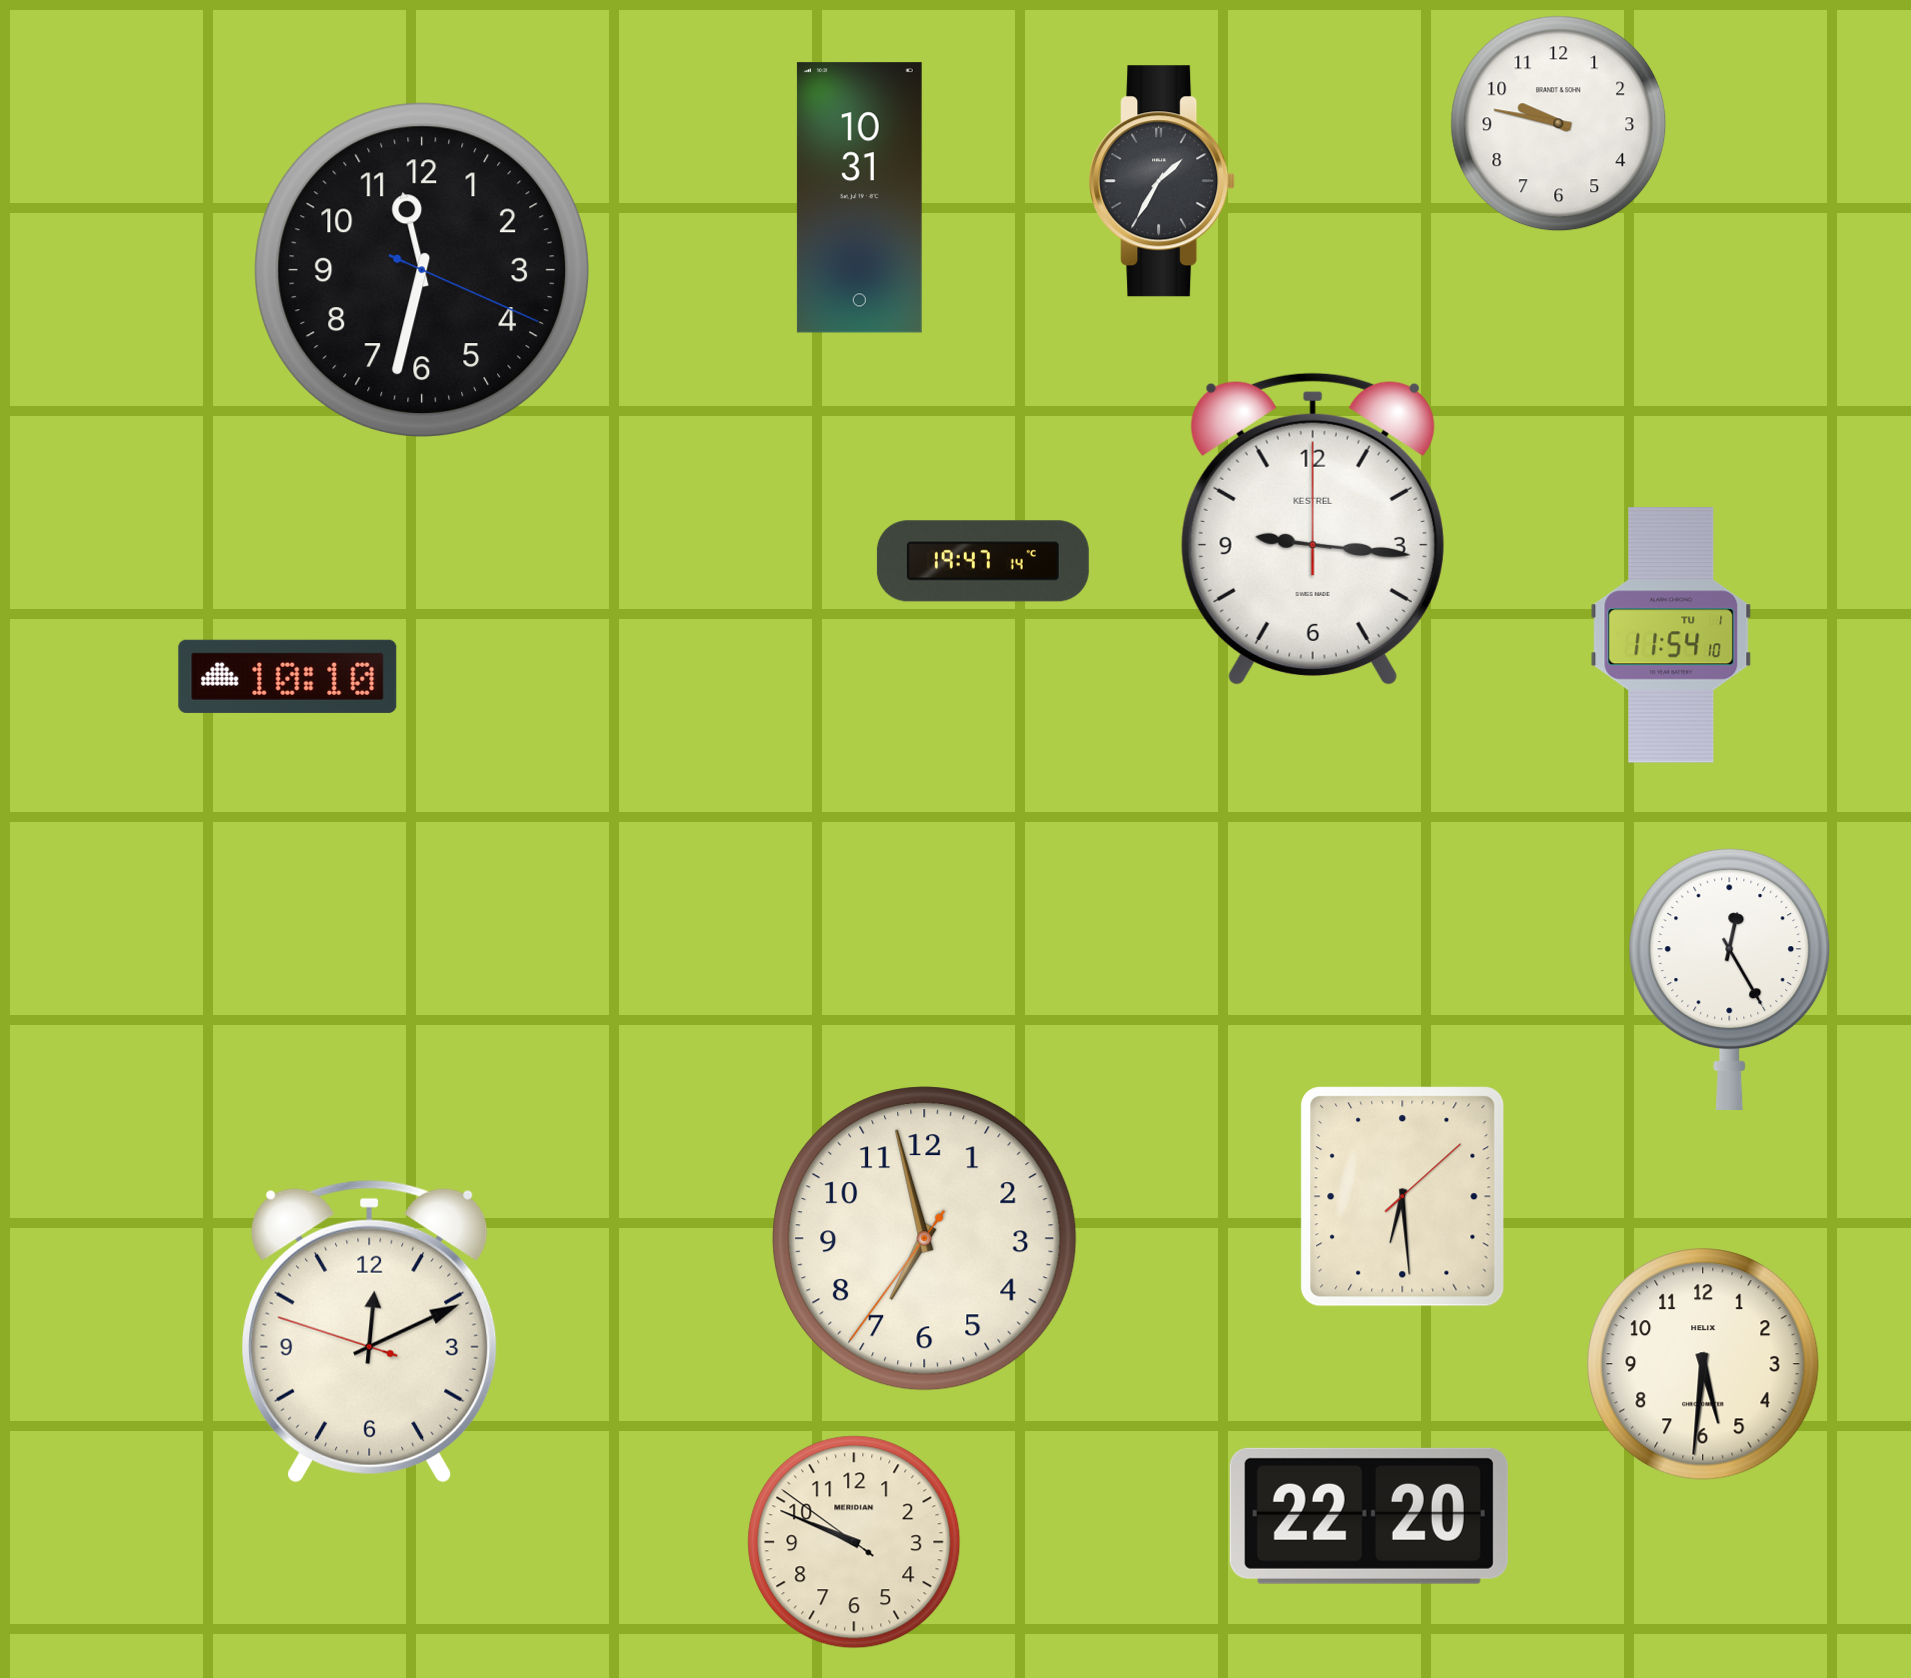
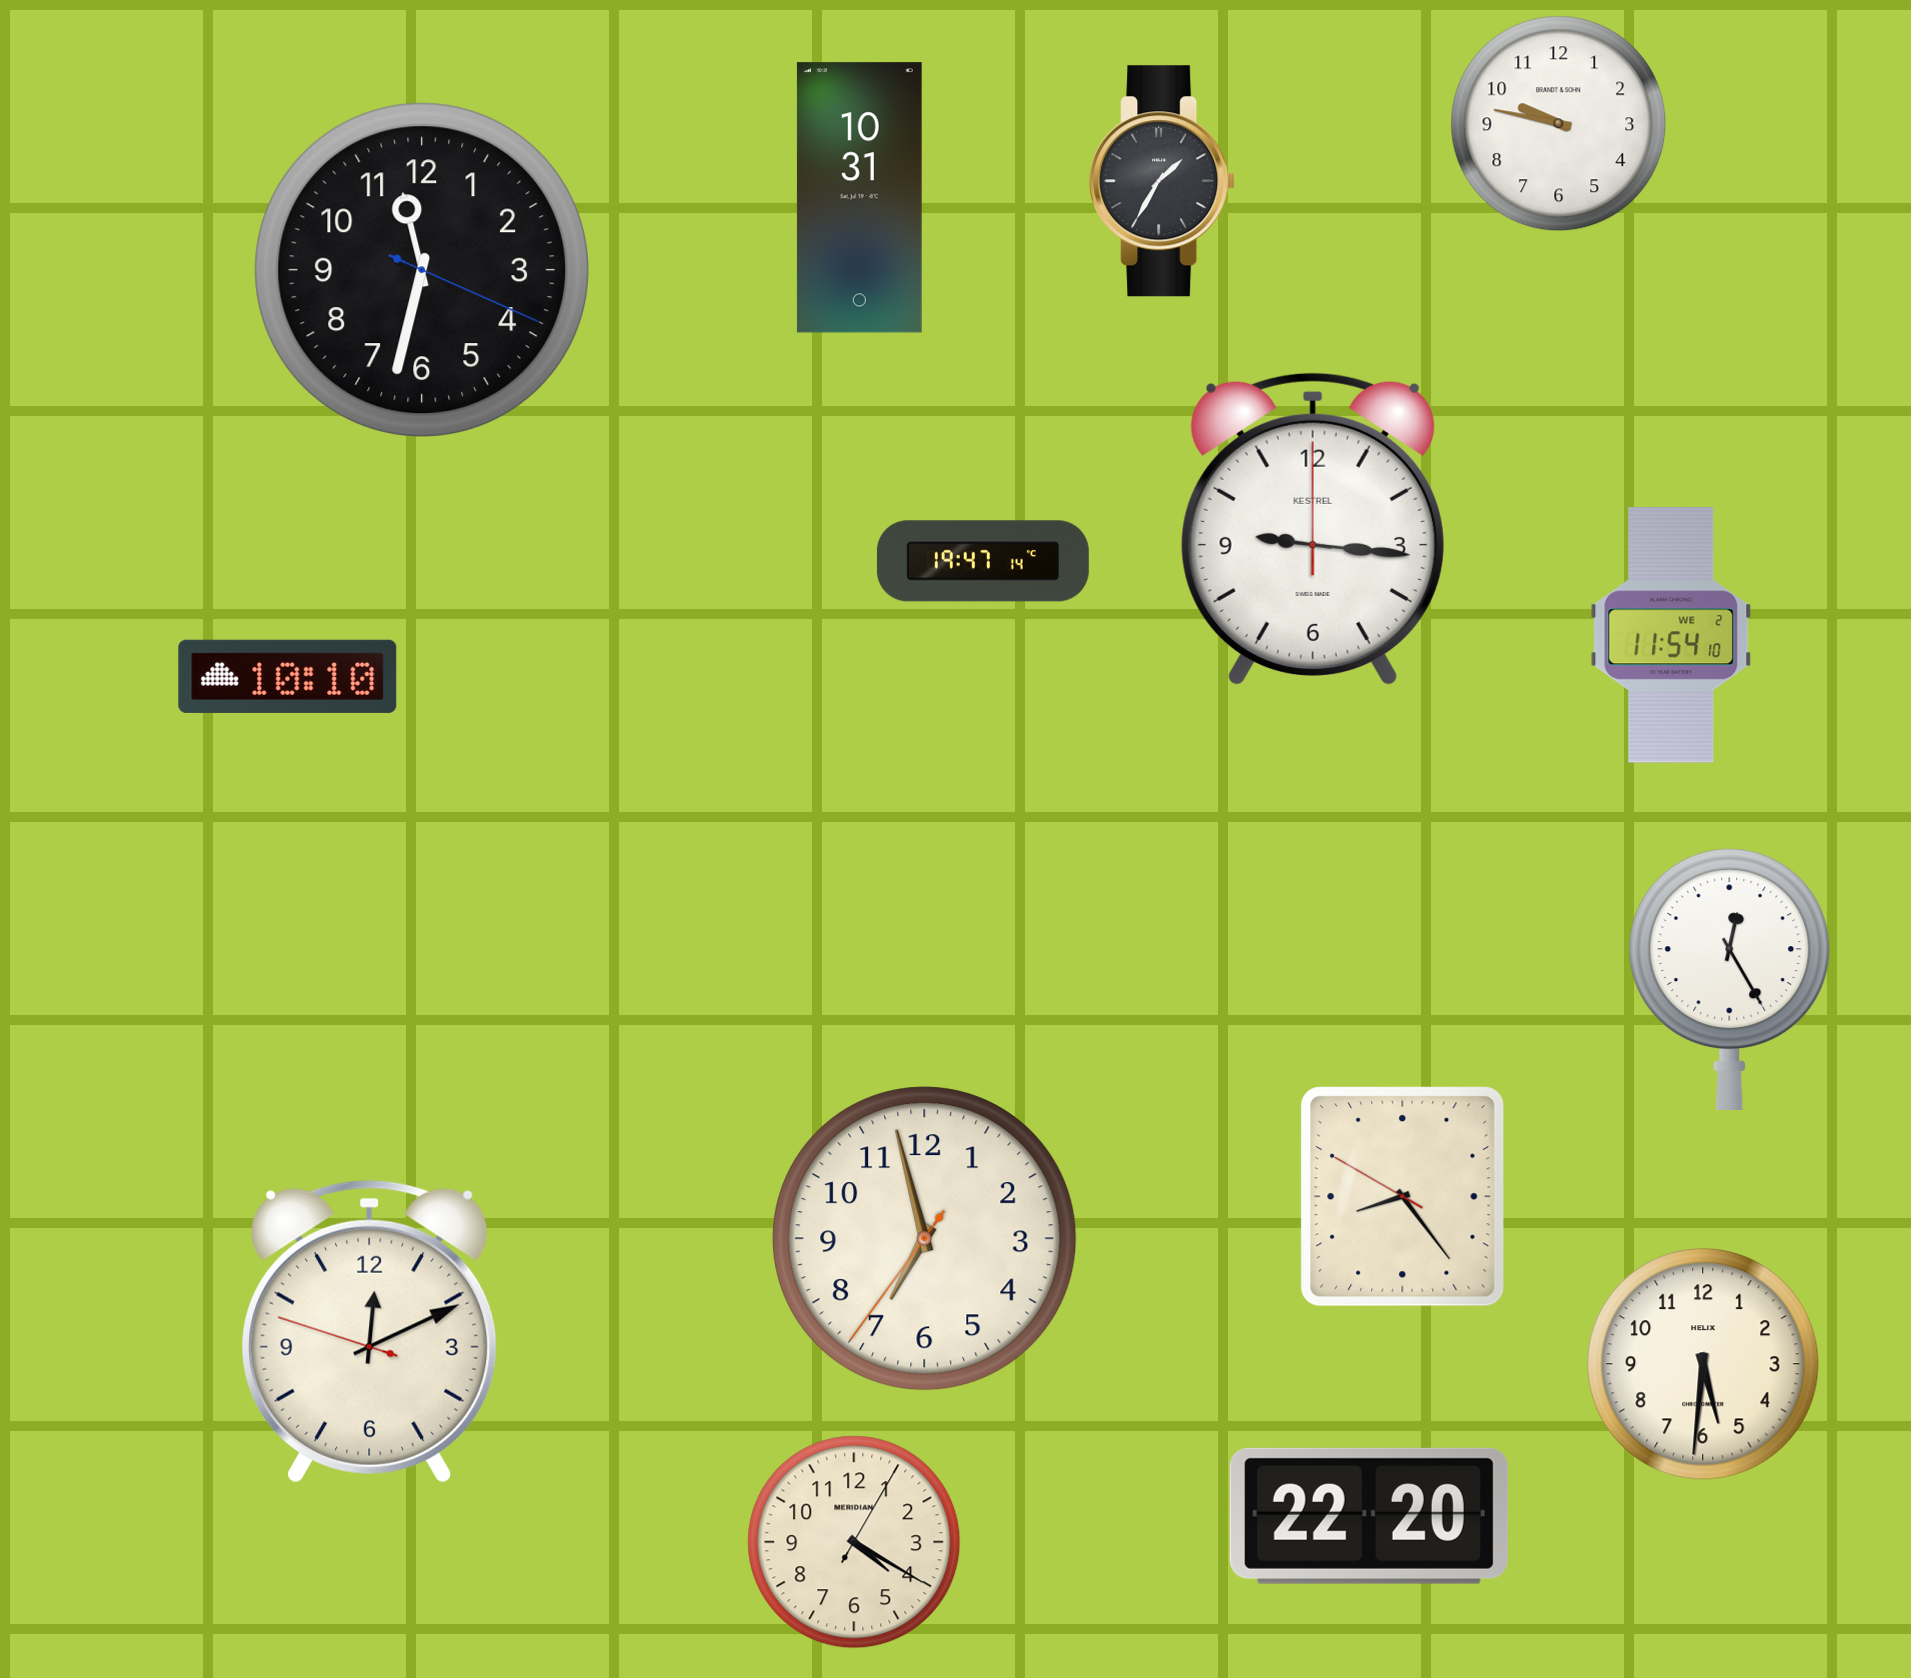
clock at (1671, 635) date: TU 1 -> WE 2
clock at (1403, 1197): 6:29 -> 8:23
clock at (854, 1542): 9:48 -> 4:20
